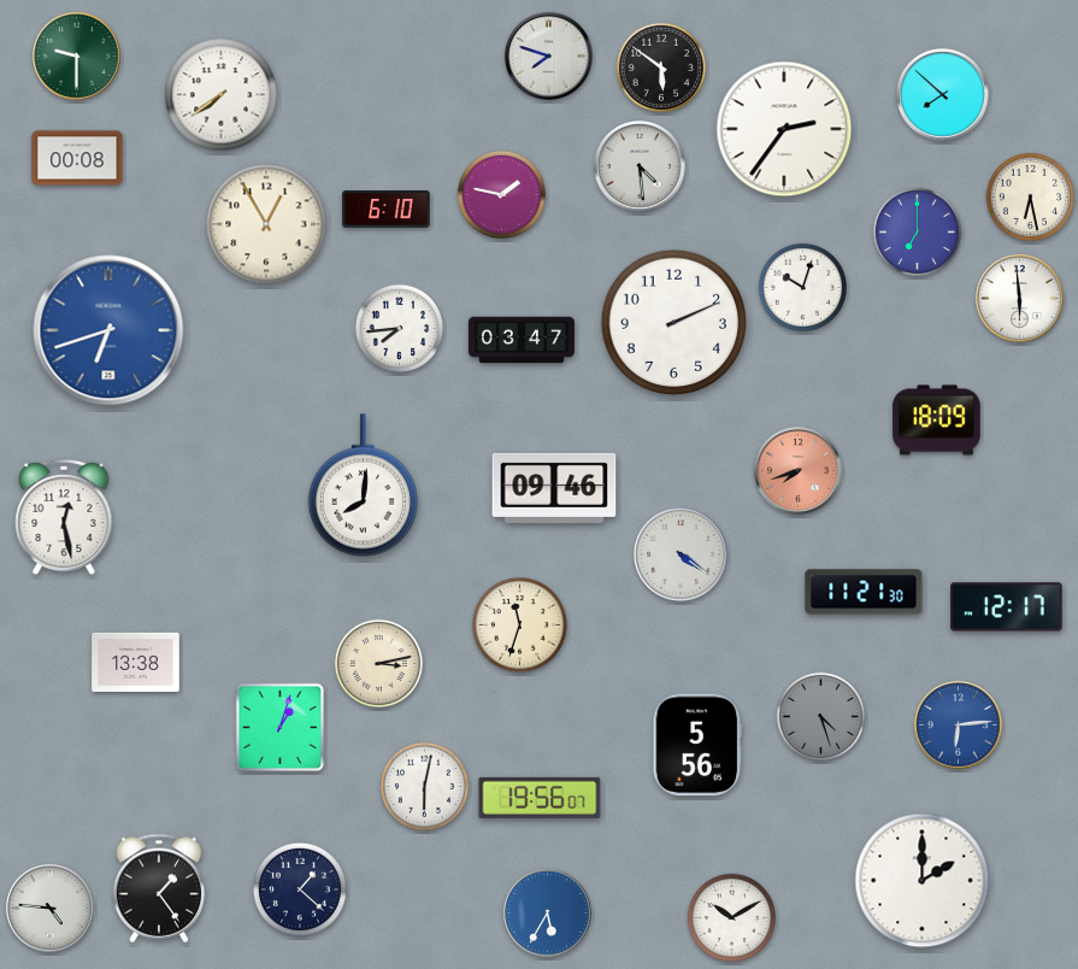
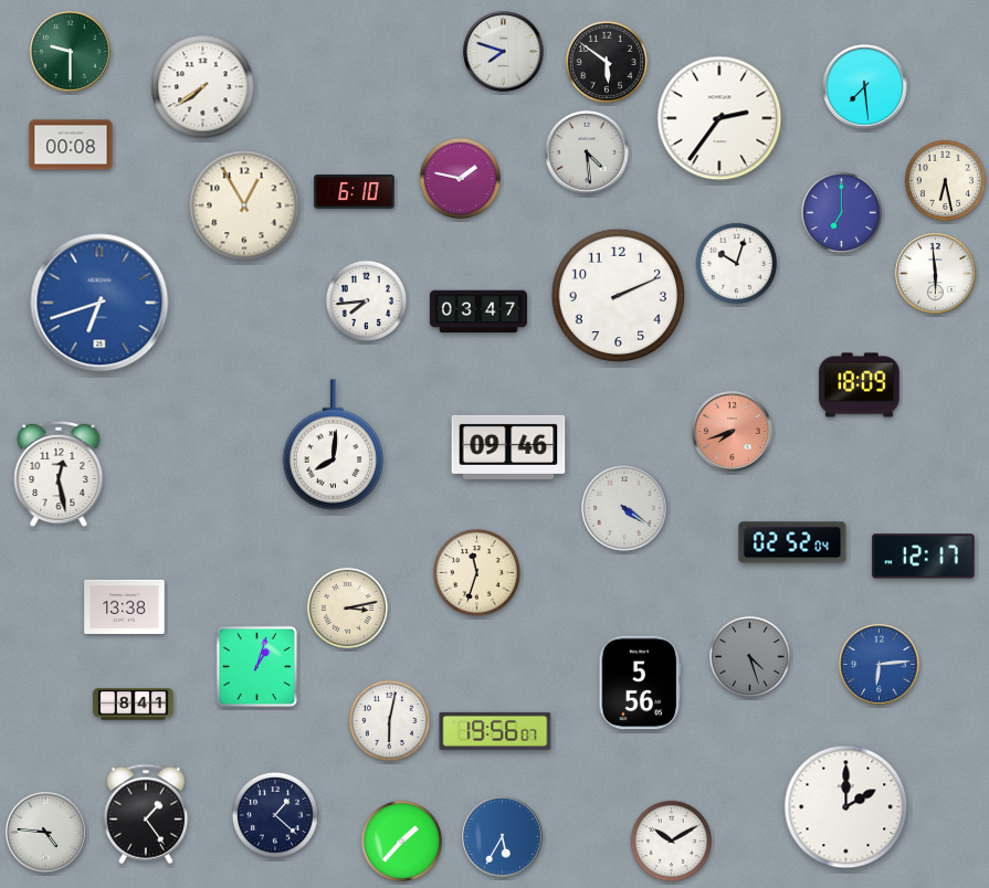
clock at (943, 95): 7:52 -> 7:29
clock at (864, 592): 11:21 -> 02:52
clock at (820, 716) position: (820, 716) -> (749, 656)
clock at (134, 705): none -> 8:41
clock at (401, 841): none -> 1:37
